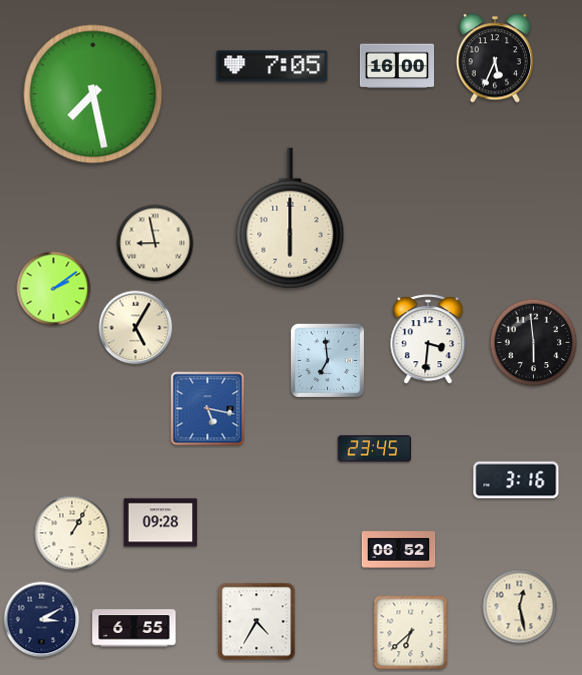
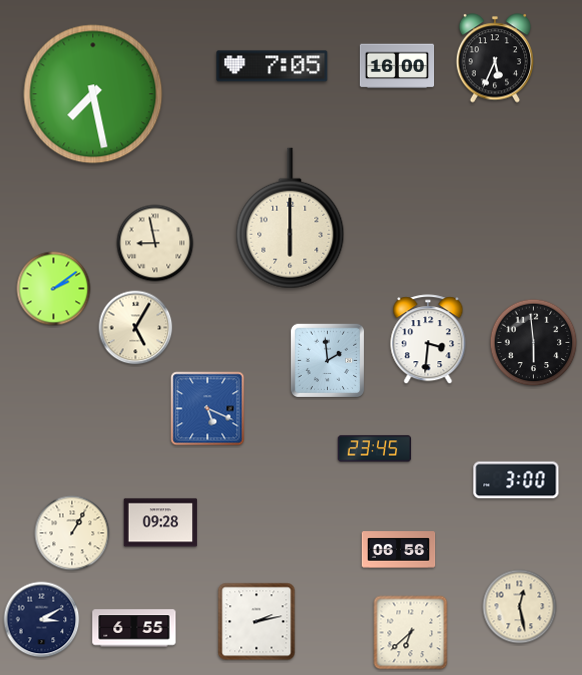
clock at (328, 361): 6:59 -> 1:59
clock at (208, 409): 5:17 -> 5:19
clock at (516, 480): 3:16 -> 3:00
clock at (399, 550): 06:52 -> 06:56
clock at (257, 622): 4:35 -> 2:13
